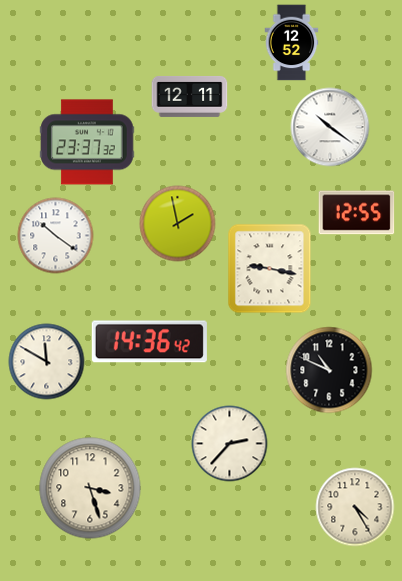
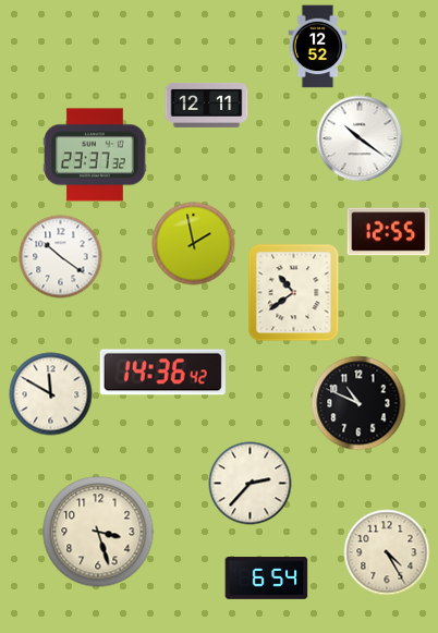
clock at (270, 269): 9:17 -> 10:39
clock at (267, 579): none -> 6:54
